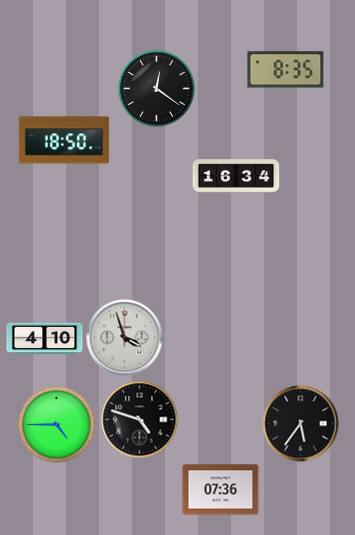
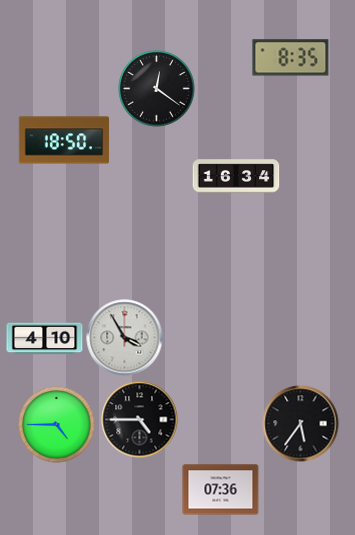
clock at (286, 70) position: (286, 70) -> (291, 58)
clock at (125, 338): 3:57 -> 3:55
clock at (140, 420): 4:48 -> 4:45
